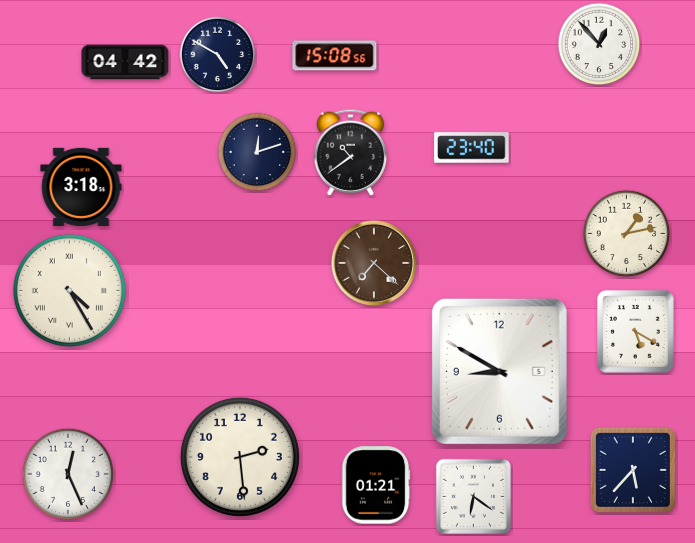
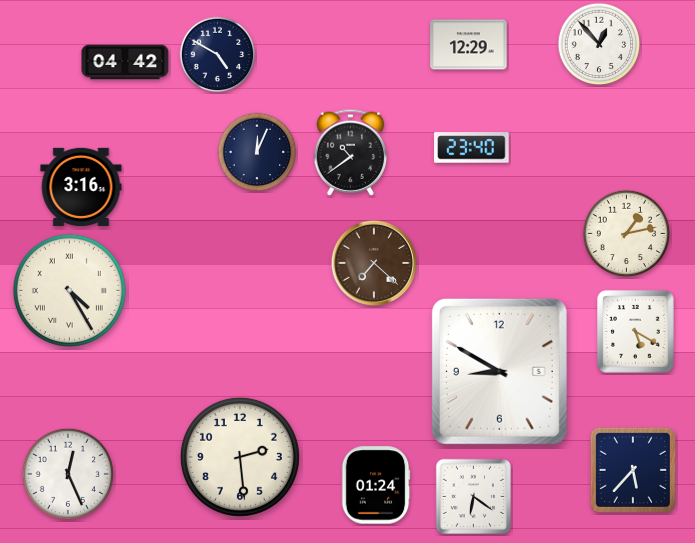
clock at (469, 45): none -> 12:29
clock at (335, 56): 15:08 -> none
clock at (257, 152): 12:12 -> 12:04
clock at (81, 187): 3:18 -> 3:16
clock at (376, 485): 01:21 -> 01:24
